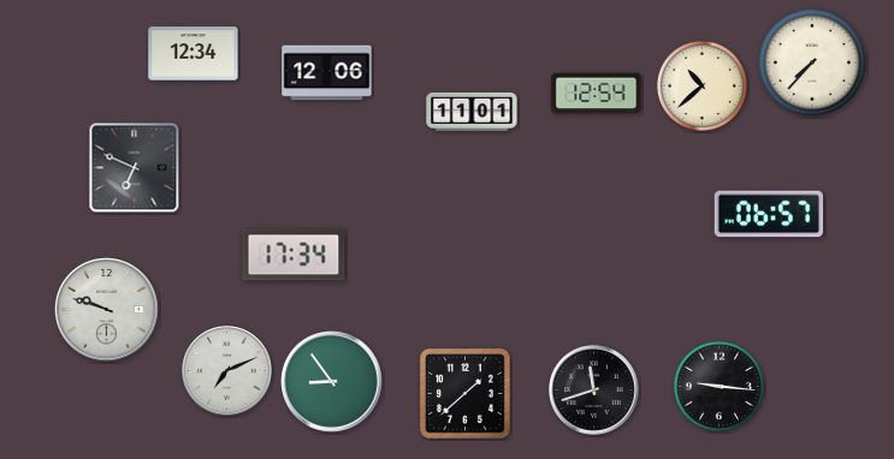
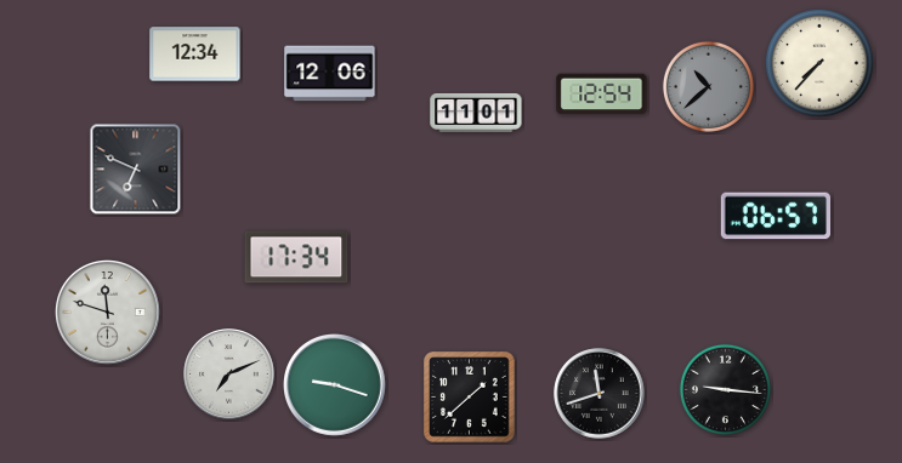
clock at (701, 85) dial: cream -> grey
clock at (107, 310): 9:48 -> 11:48
clock at (332, 382): 8:54 -> 9:18
